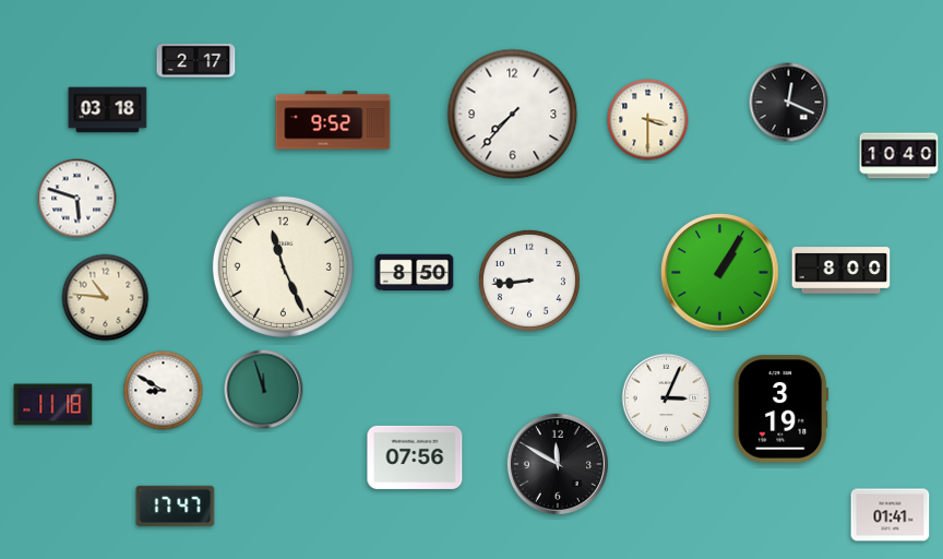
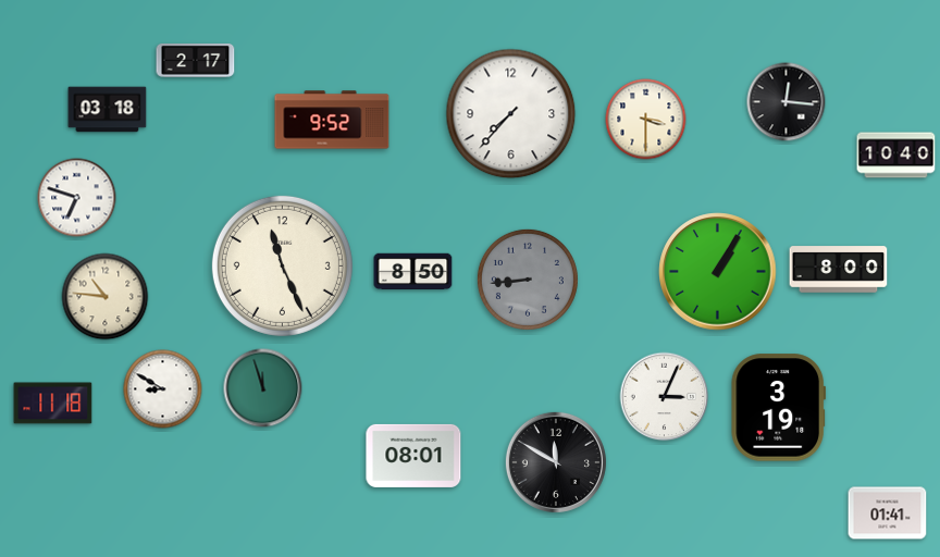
clock at (789, 103): 12:19 -> 12:16
clock at (77, 199): 5:48 -> 6:48
clock at (529, 281) dial: white -> grey
clock at (415, 457): 07:56 -> 08:01
clock at (176, 507): 17:47 -> none
